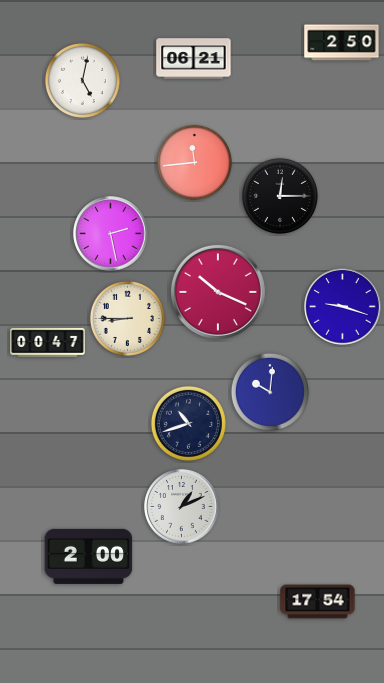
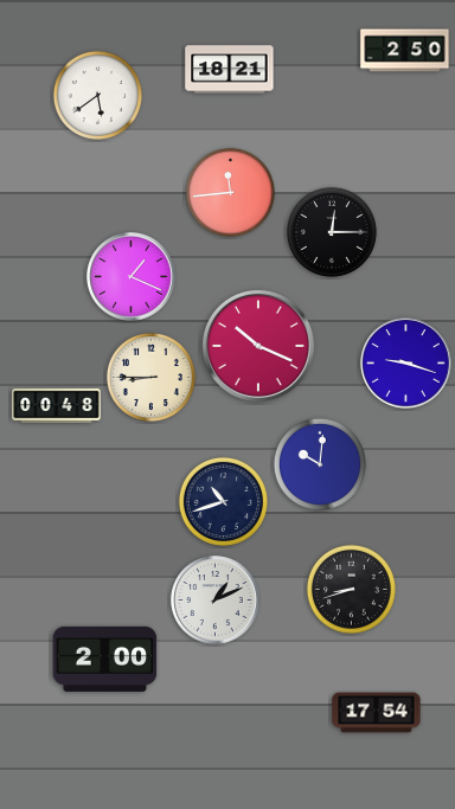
clock at (194, 59): 06:21 -> 18:21
clock at (82, 80): 5:02 -> 5:39
clock at (111, 234): 2:28 -> 1:19
clock at (48, 342): 00:47 -> 00:48
clock at (351, 589): none -> 8:42
